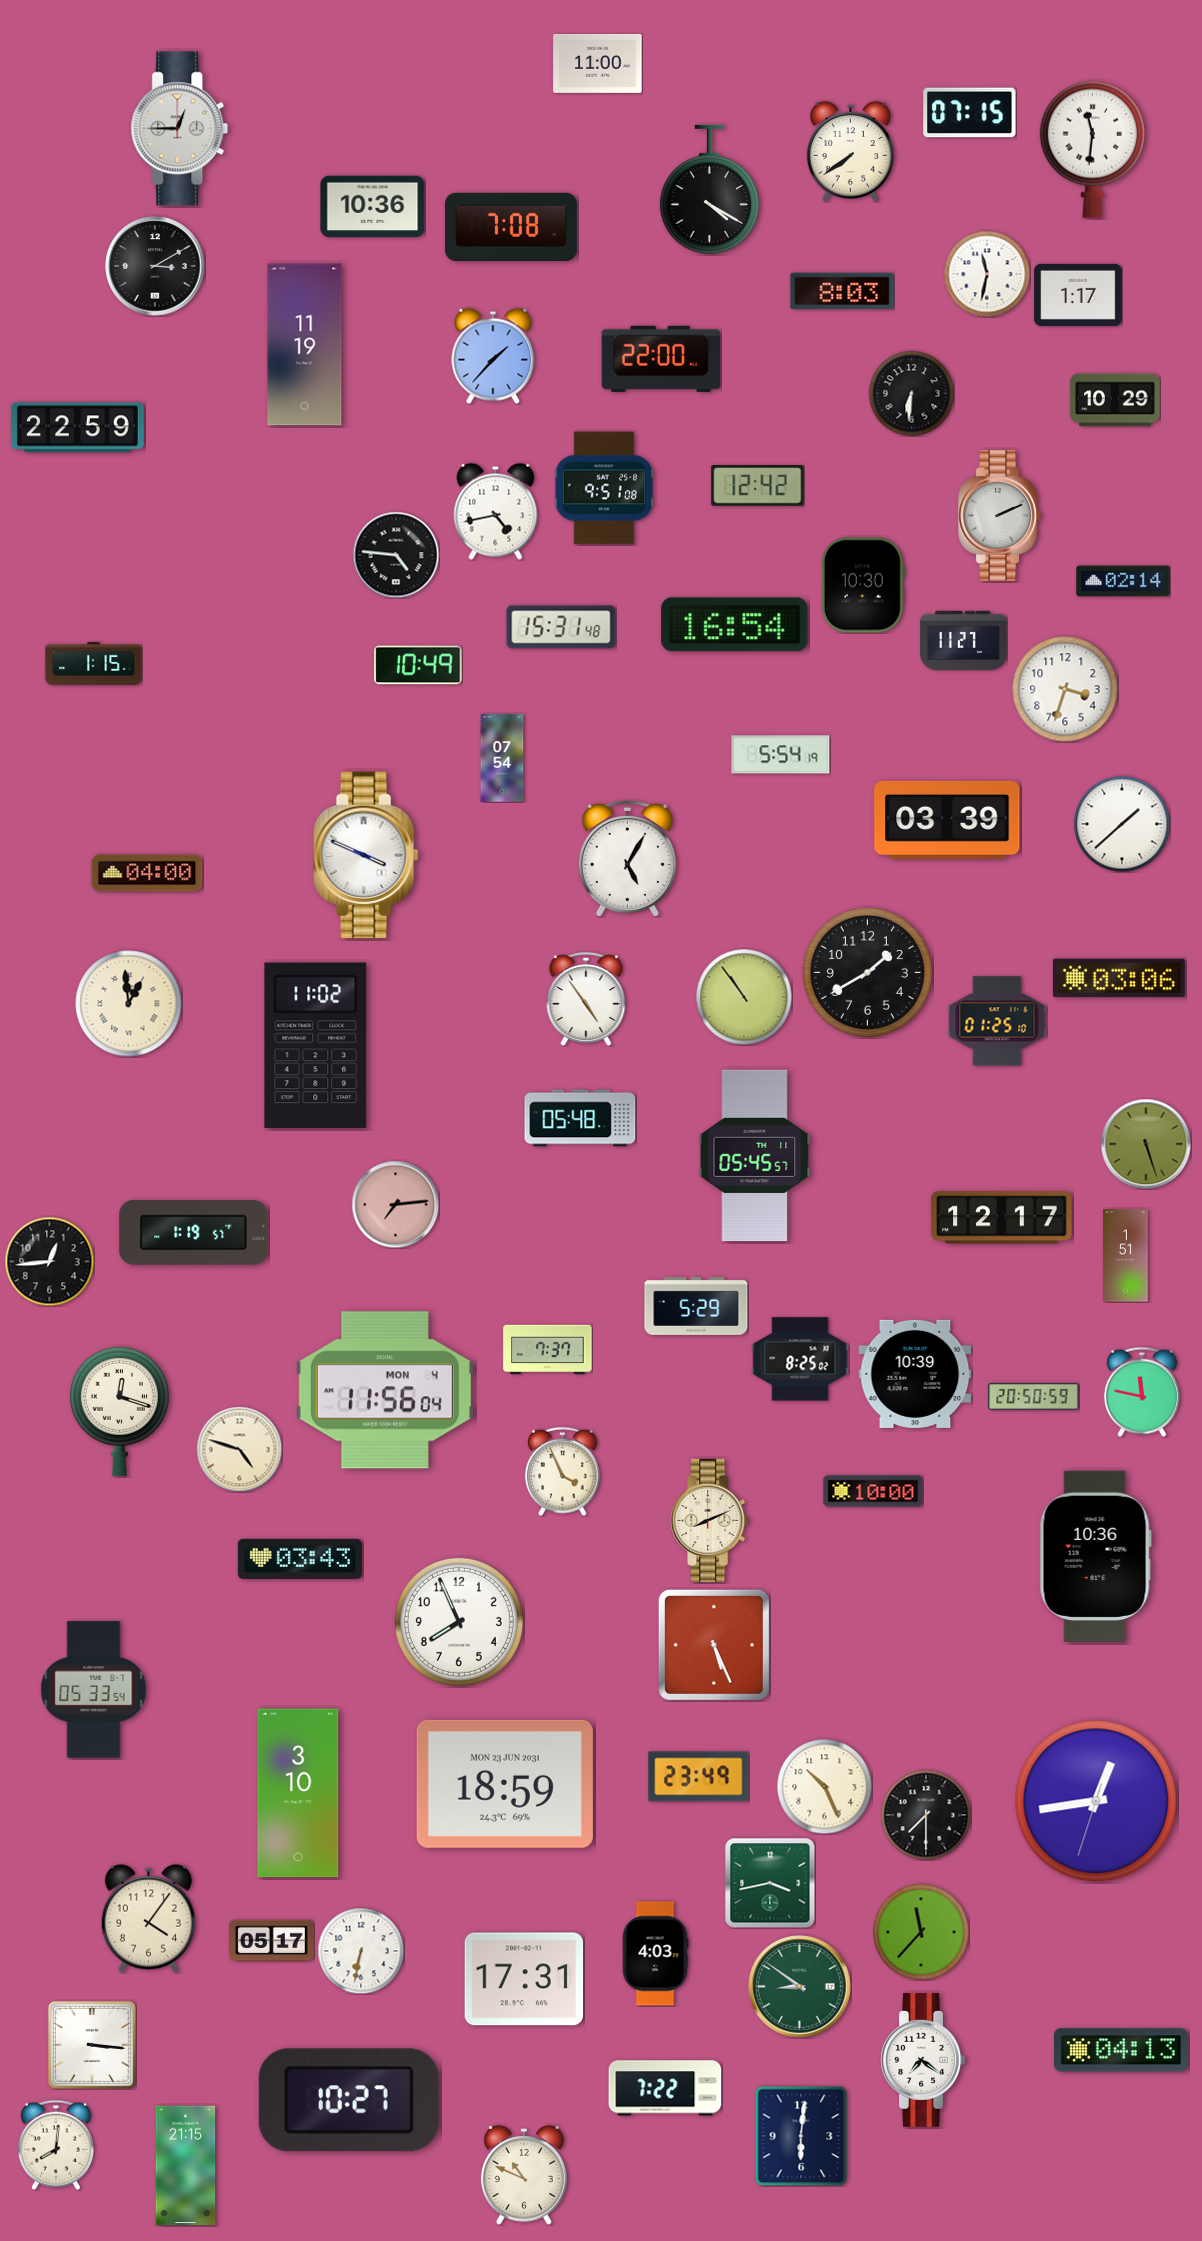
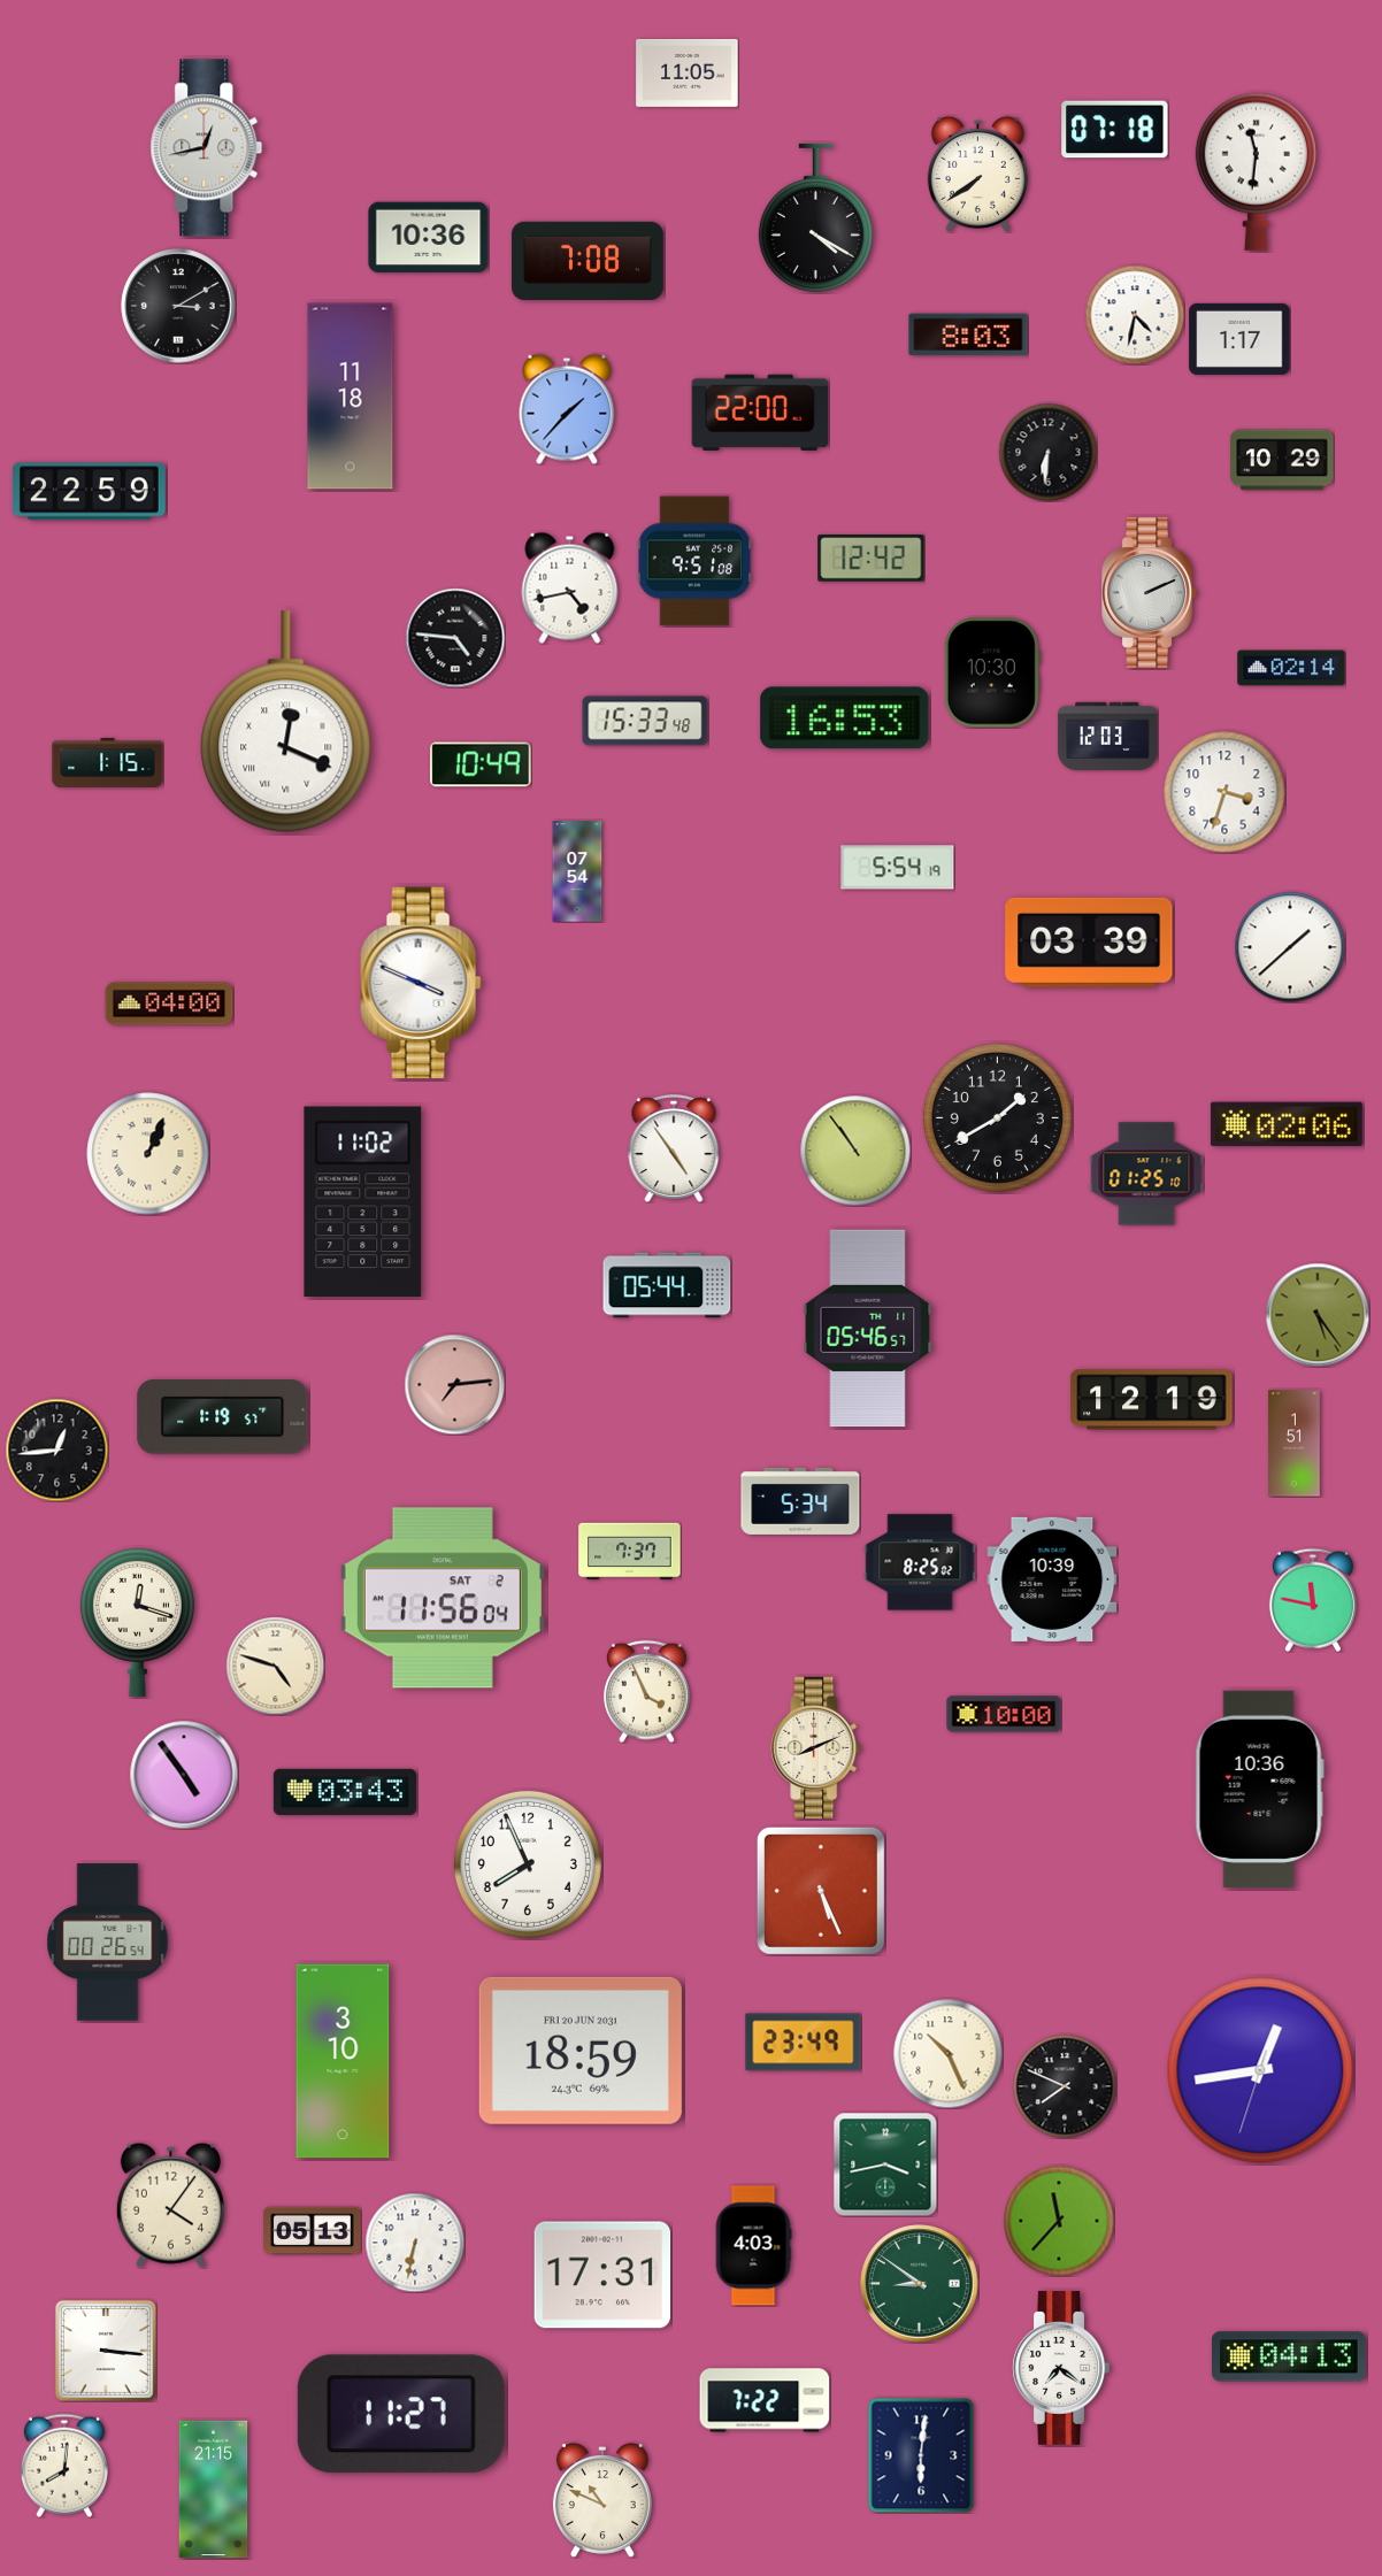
clock at (598, 63): 11:00 -> 11:05
clock at (970, 113): 07:15 -> 07:18
clock at (180, 129): 12:45 -> 12:43
clock at (987, 274): 11:32 -> 4:32
clock at (305, 345): 11:19 -> 11:18
clock at (735, 625): 16:54 -> 16:53
clock at (561, 627): 15:31 -> 15:33
clock at (286, 722): none -> 12:19
clock at (964, 640): 11:27 -> 12:03
clock at (627, 858): 5:05 -> none
clock at (1119, 978): 03:06 -> 02:06
clock at (744, 997) position: (744, 997) -> (855, 1151)
clock at (129, 1004): 12:59 -> 1:04
clock at (580, 1118): 05:48 -> 05:44
clock at (1146, 1144): 5:27 -> 5:24
clock at (755, 1156): 05:45 -> 05:46
clock at (1002, 1218): 12:17 -> 12:19
clock at (696, 1306): 5:29 -> 5:34
clock at (385, 1390) date: MON 4 -> SAT 2
clock at (1034, 1396): 20:50 -> none
clock at (184, 1775): none -> 4:54
clock at (94, 1690): 05:33 -> 00:26
clock at (505, 1784) date: MON 23 JUN 2031 -> FRI 20 JUN 2031
clock at (926, 1815): 7:30 -> 7:49
clock at (272, 1941): 05:17 -> 05:13
clock at (349, 2100): 10:27 -> 11:27
